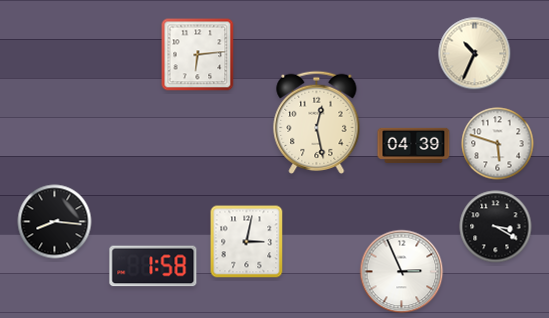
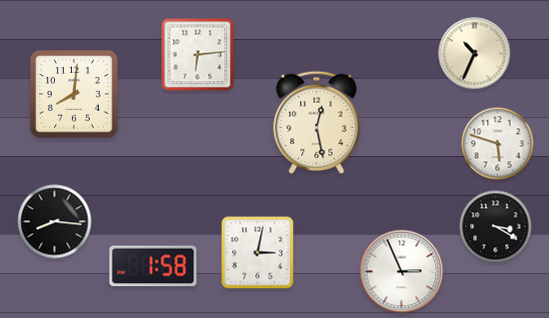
clock at (74, 94): none -> 8:01
clock at (414, 145): 04:39 -> none
clock at (247, 242) position: (247, 242) -> (258, 253)
